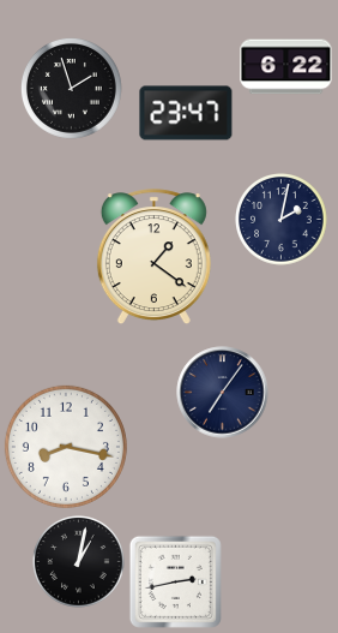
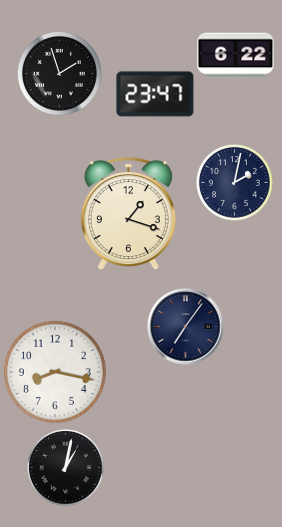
clock at (286, 67) position: (286, 67) -> (236, 56)
clock at (153, 257): 1:21 -> 1:18
clock at (175, 581): 2:43 -> none
